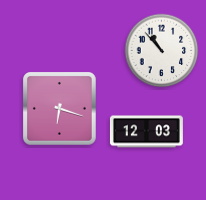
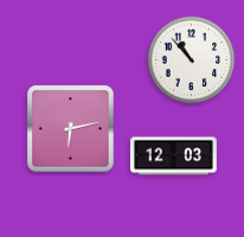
clock at (60, 109): 6:18 -> 6:13
